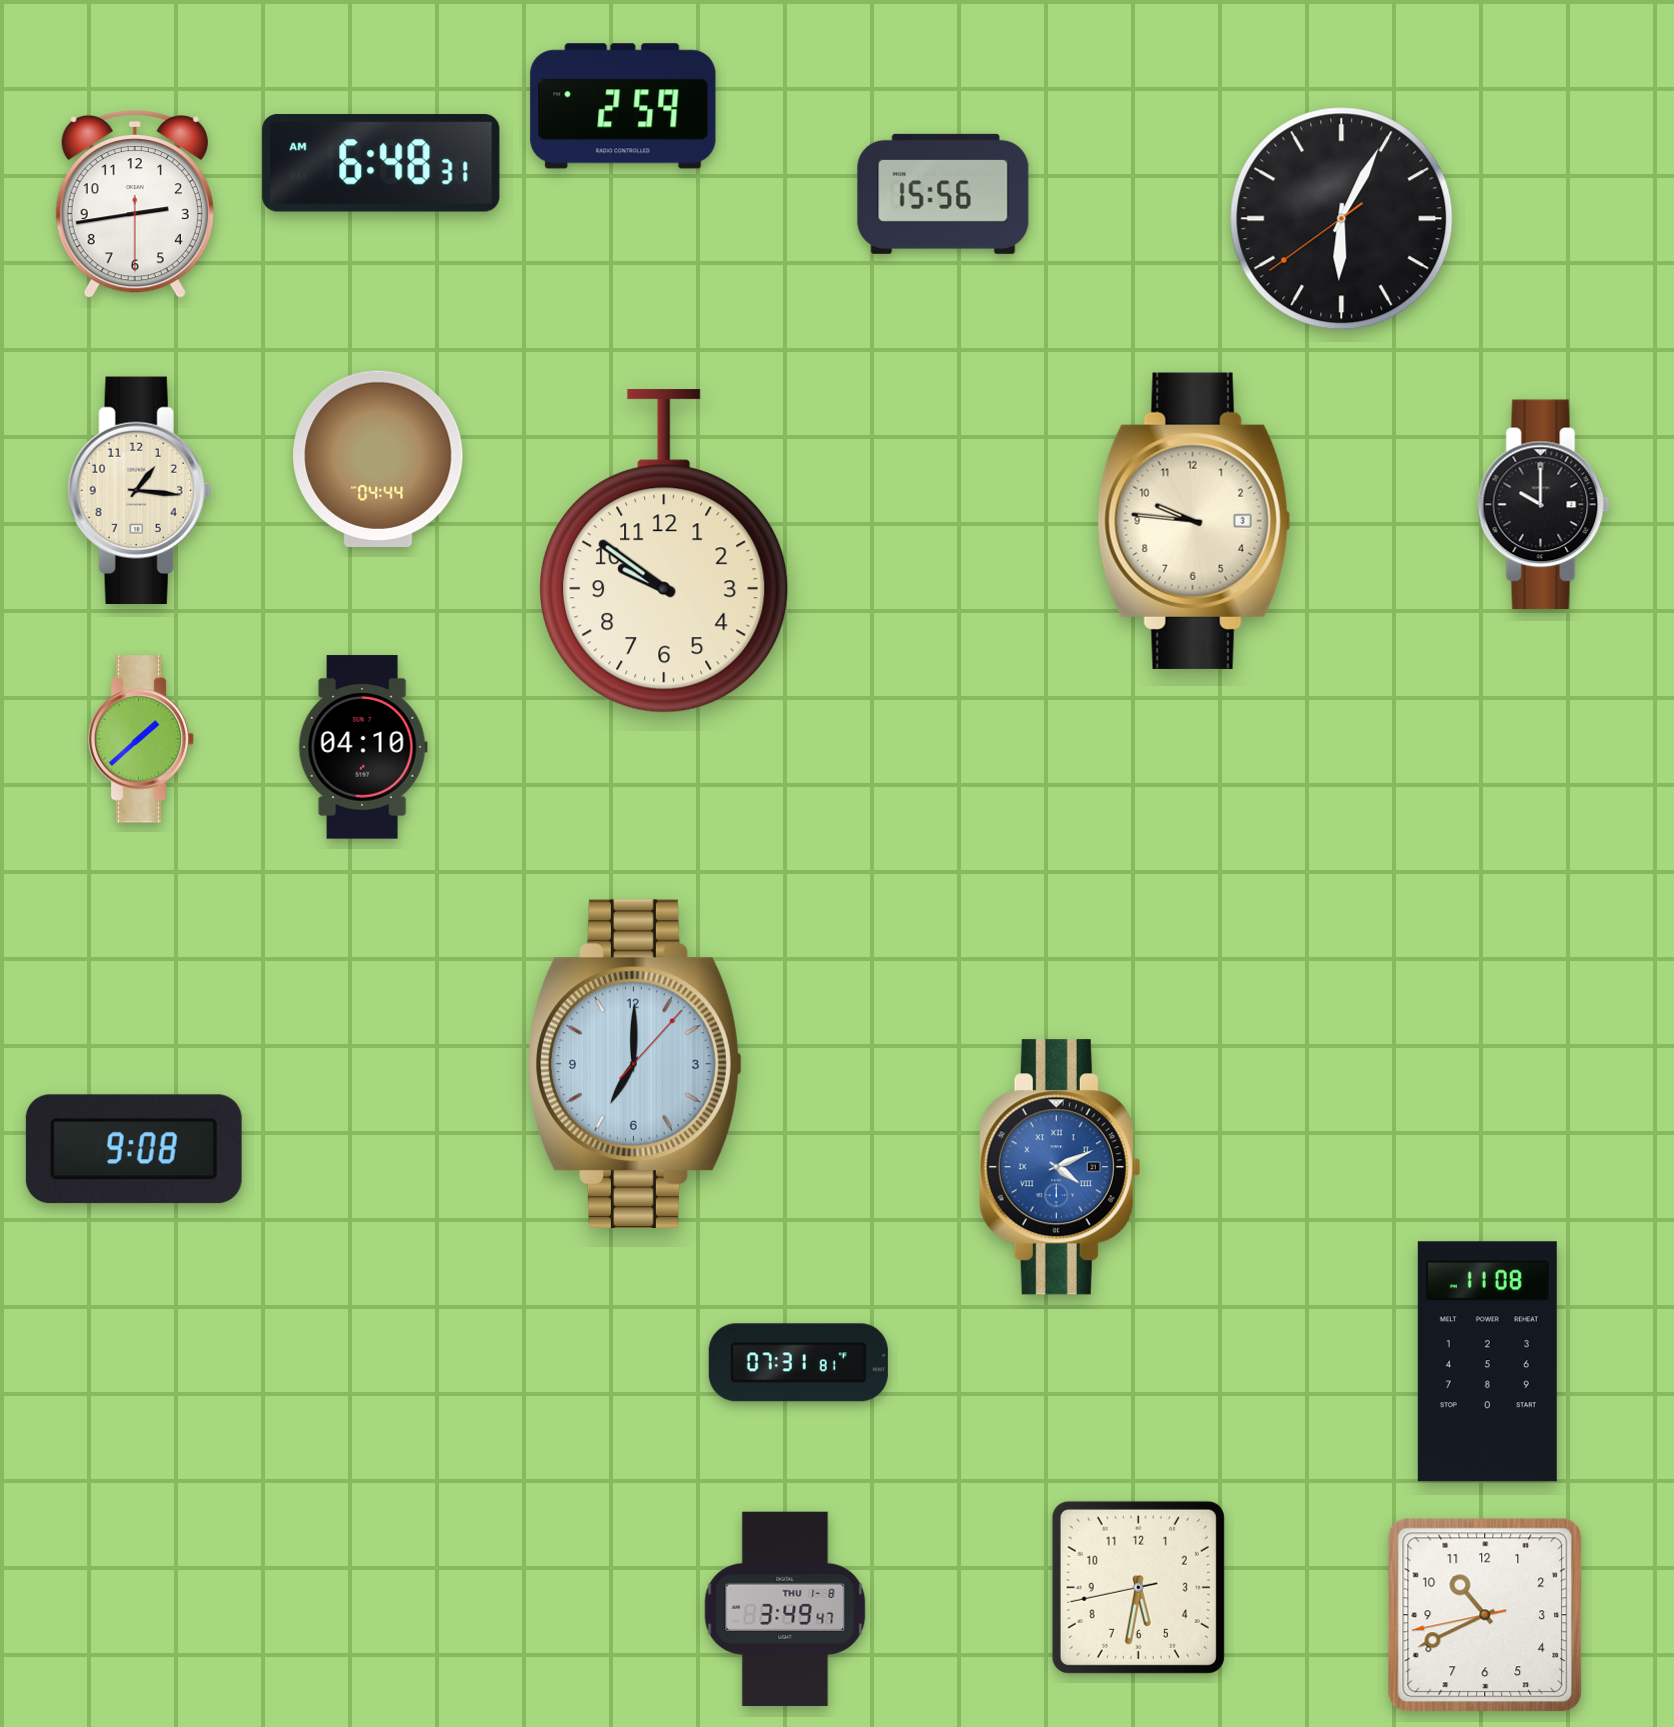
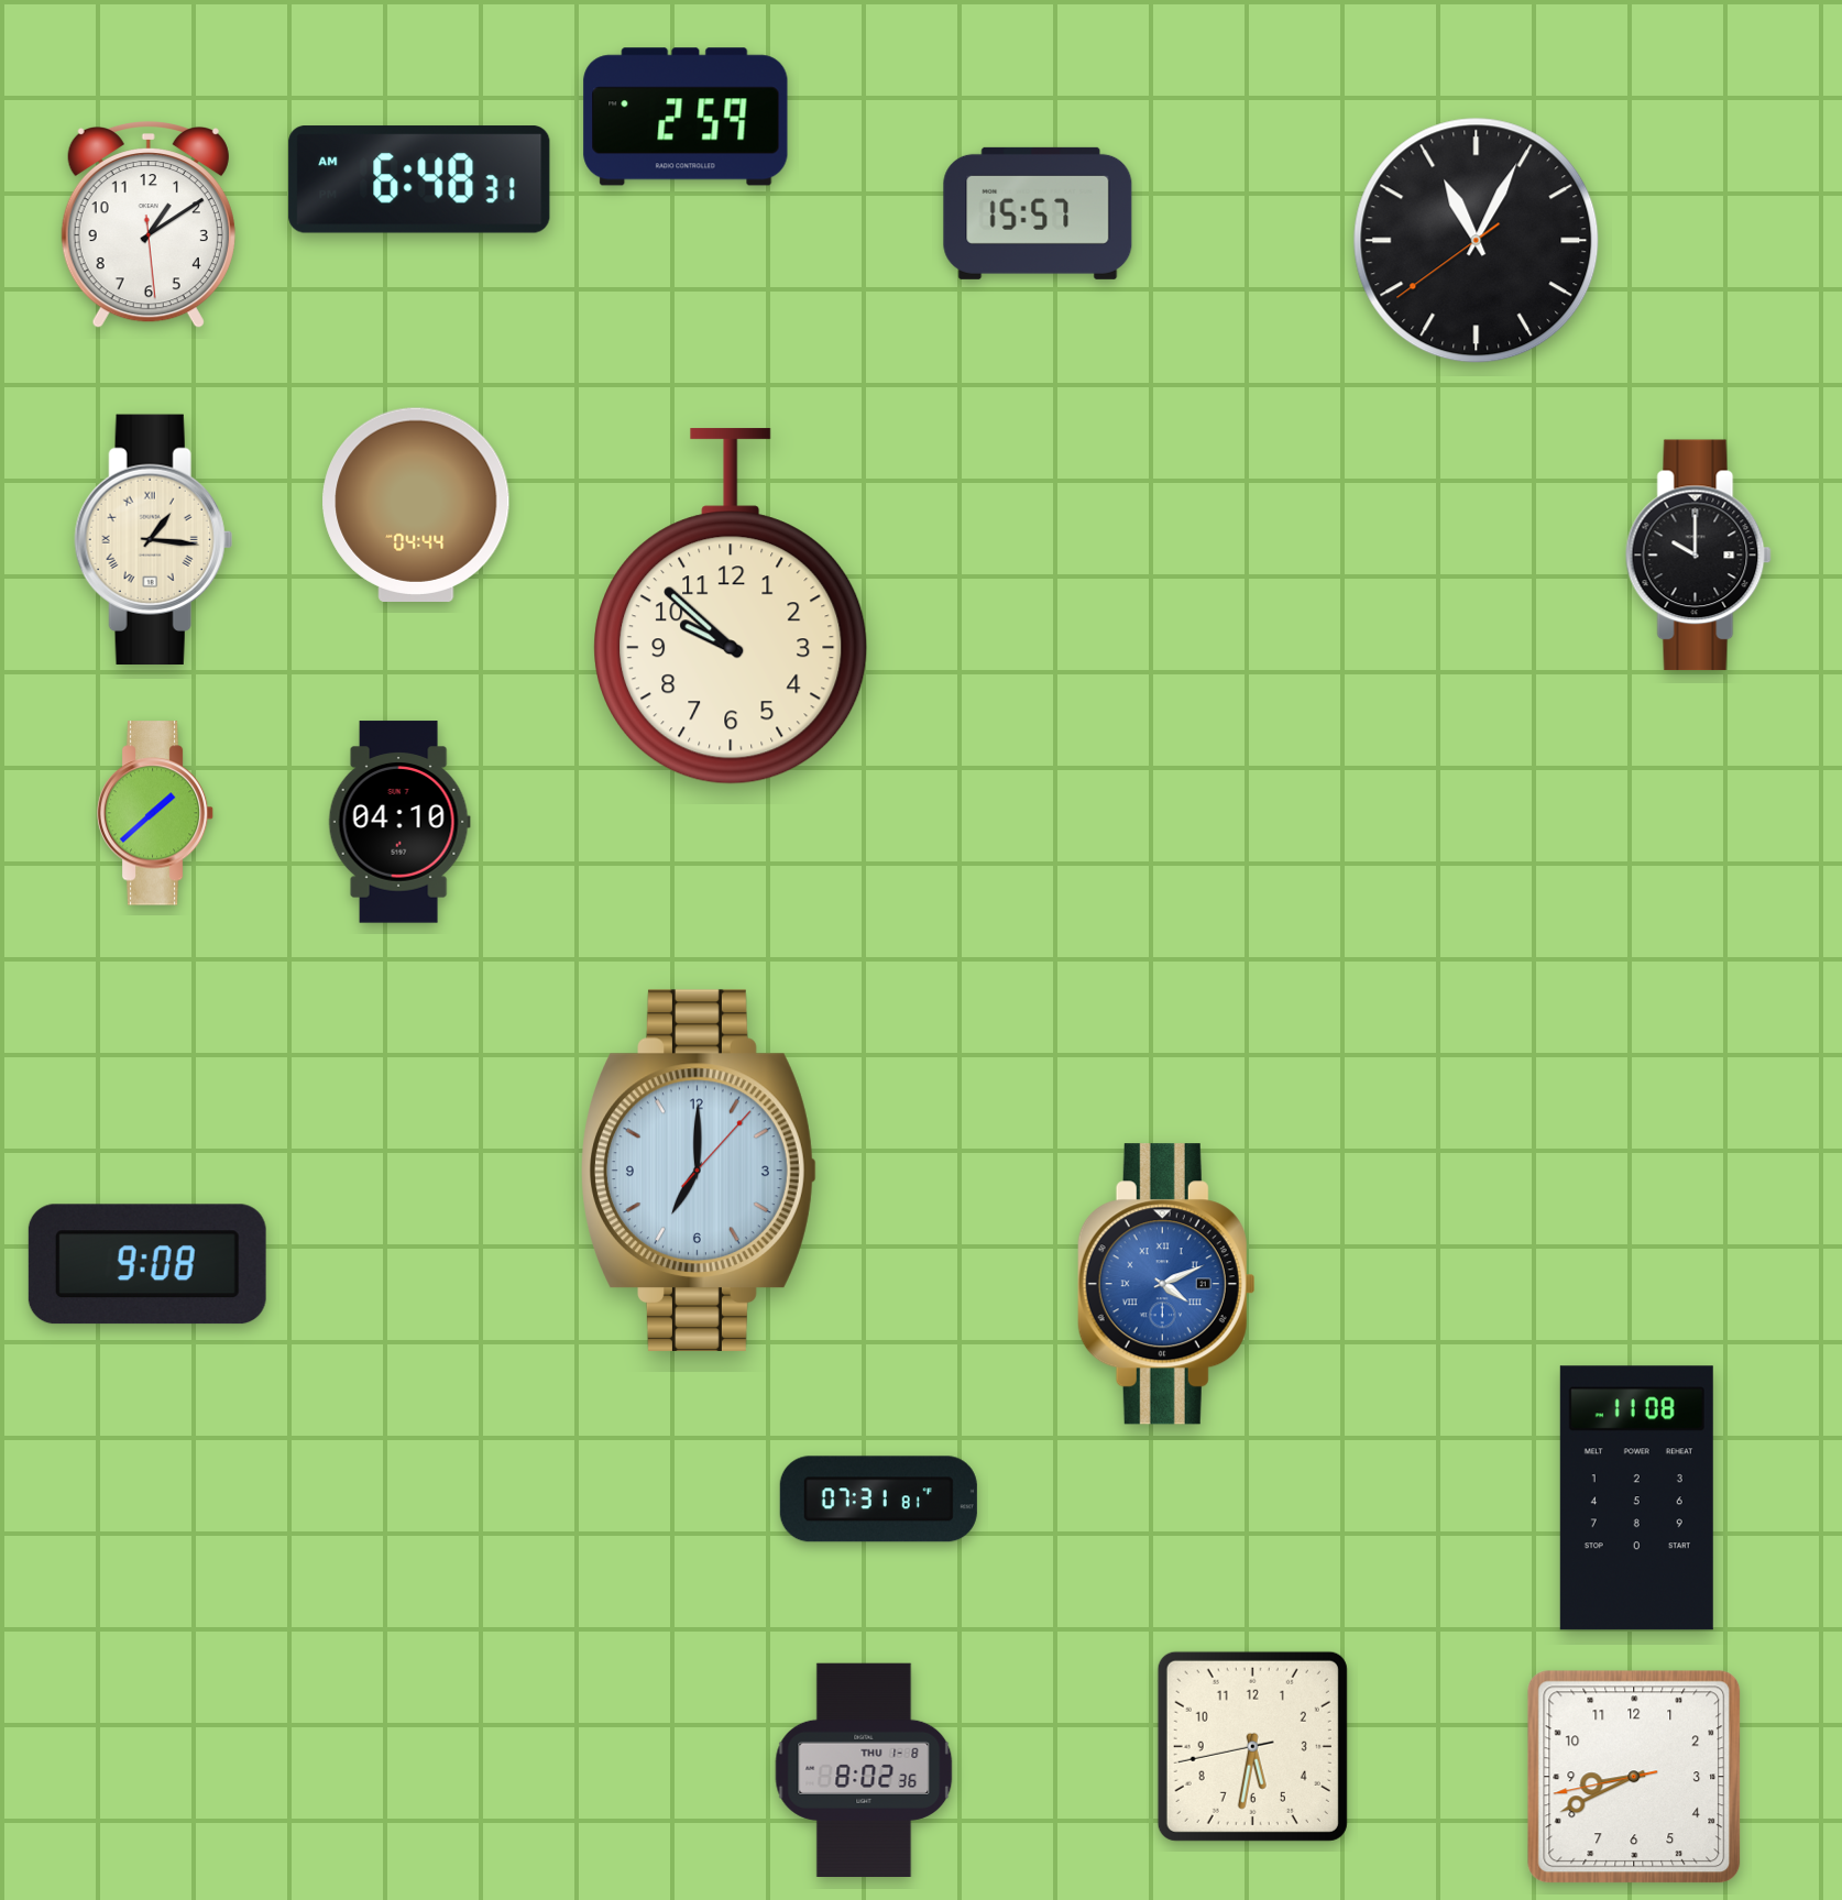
clock at (943, 194): 15:56 -> 15:57
clock at (135, 205): 2:43 -> 1:09
clock at (1342, 219): 6:04 -> 11:04
clock at (139, 490) numerals: Arabic -> Roman
clock at (1194, 521): 9:46 -> none
clock at (664, 551): 9:51 -> 9:52
clock at (785, 1608): 3:49 -> 8:02
clock at (1485, 1615): 10:40 -> 8:40
